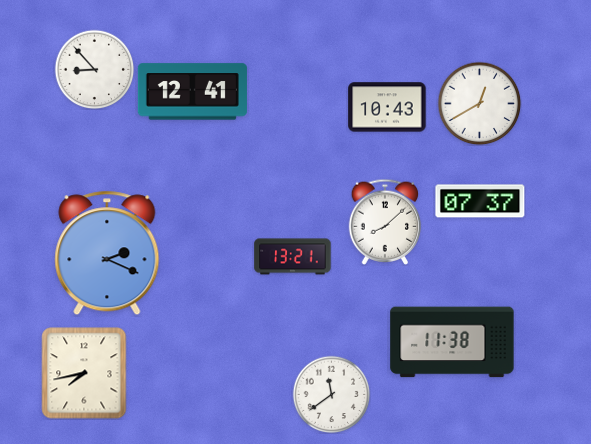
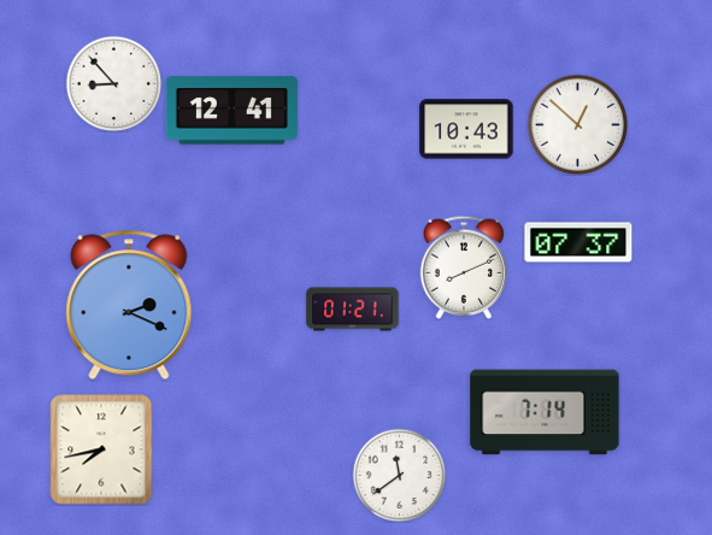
clock at (479, 103): 12:40 -> 12:52
clock at (385, 222): 8:08 -> 8:11
clock at (293, 257): 13:21 -> 01:21
clock at (452, 342): 11:38 -> 7:14
